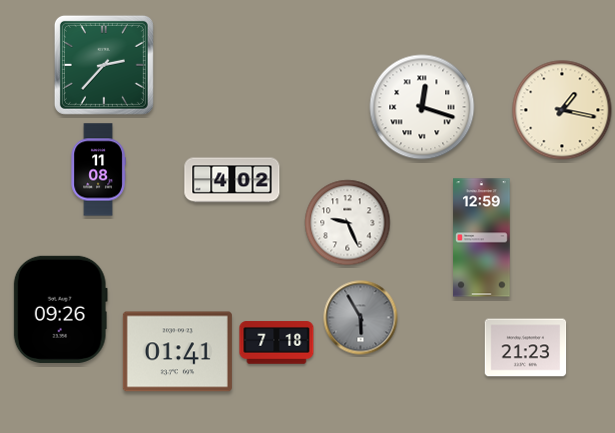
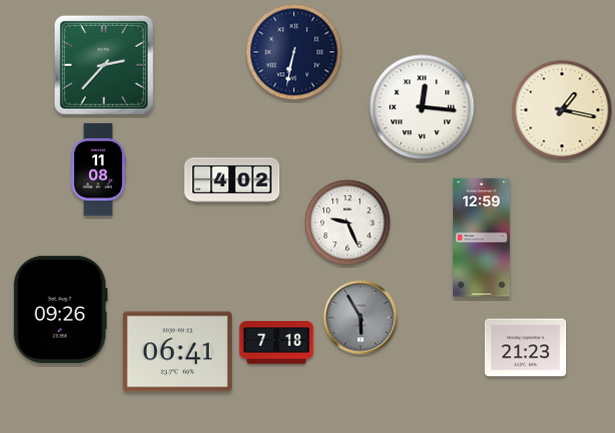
clock at (294, 52): none -> 6:32
clock at (422, 107): 12:18 -> 12:16
clock at (177, 352): 01:41 -> 06:41
